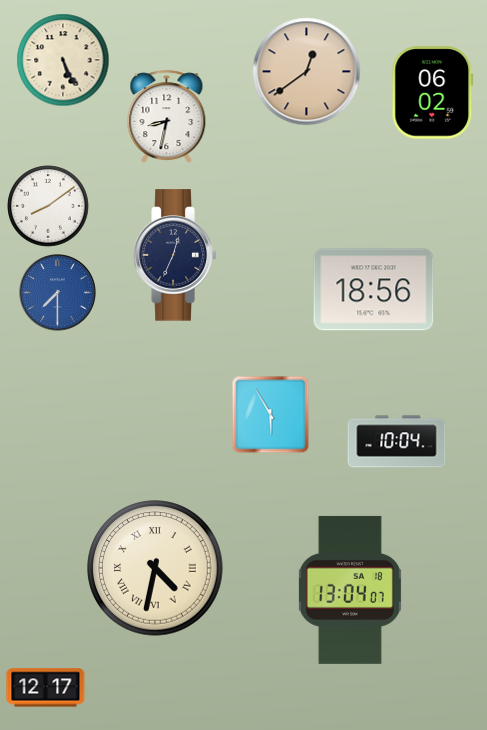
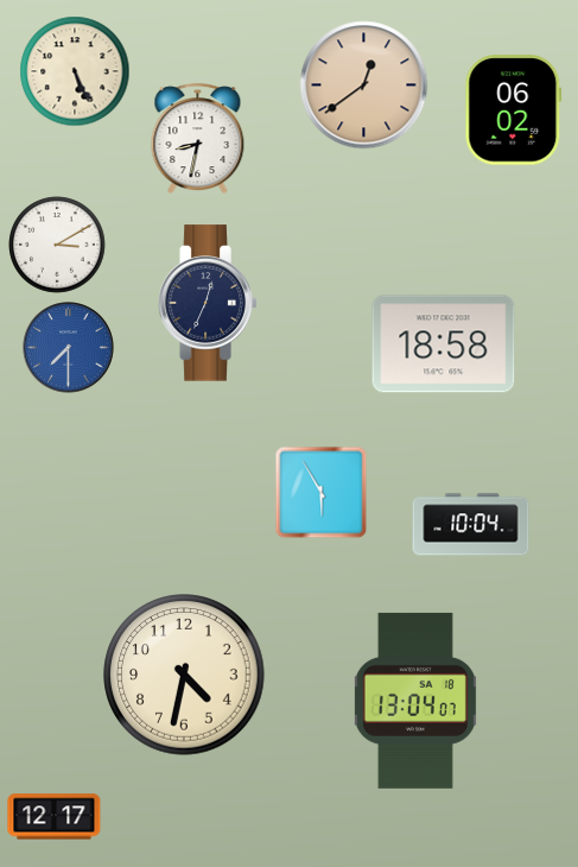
clock at (48, 206): 8:09 -> 3:10
clock at (374, 290): 18:56 -> 18:58
clock at (155, 568) numerals: Roman -> Arabic
